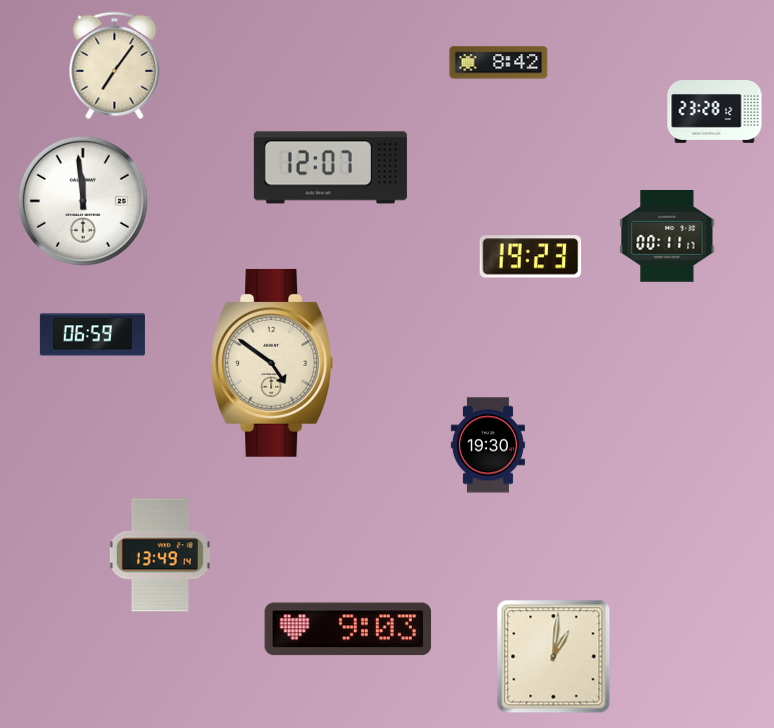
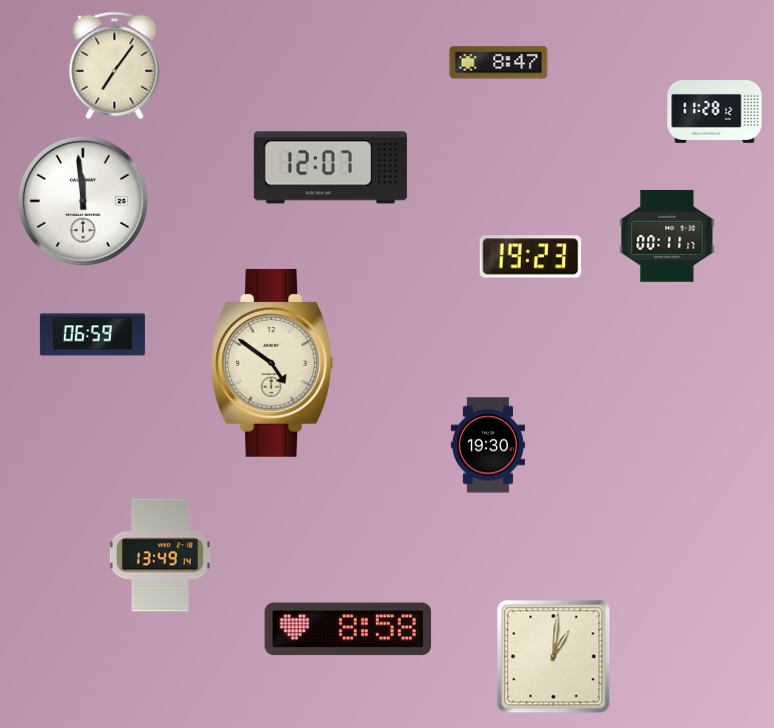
clock at (499, 63): 8:42 -> 8:47
clock at (715, 112): 23:28 -> 11:28
clock at (348, 629): 9:03 -> 8:58
